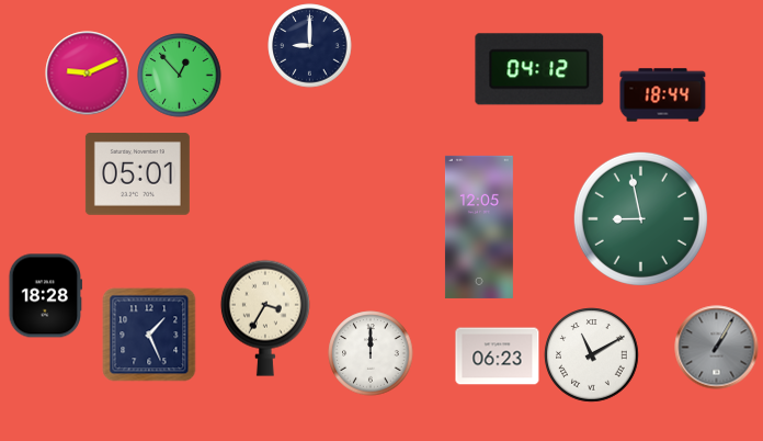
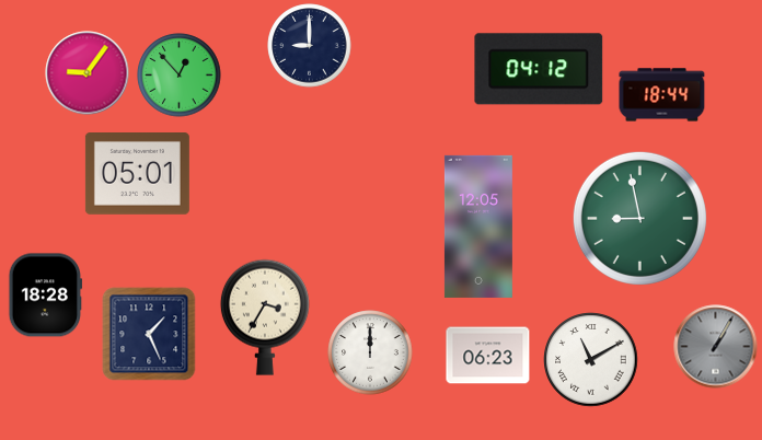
clock at (88, 73): 9:11 -> 9:06
clock at (592, 355) position: (592, 355) -> (591, 360)
clock at (498, 357) position: (498, 357) -> (488, 356)
